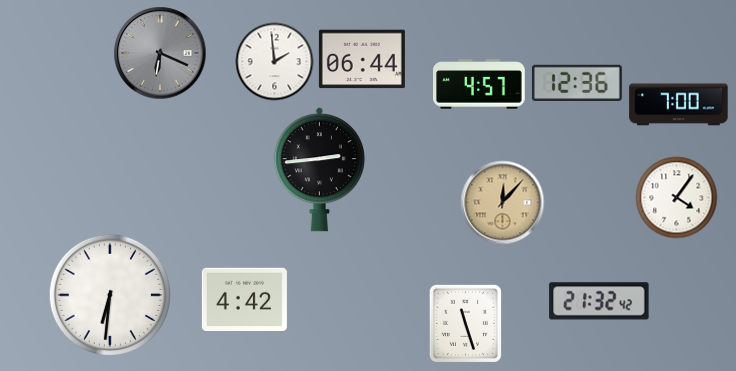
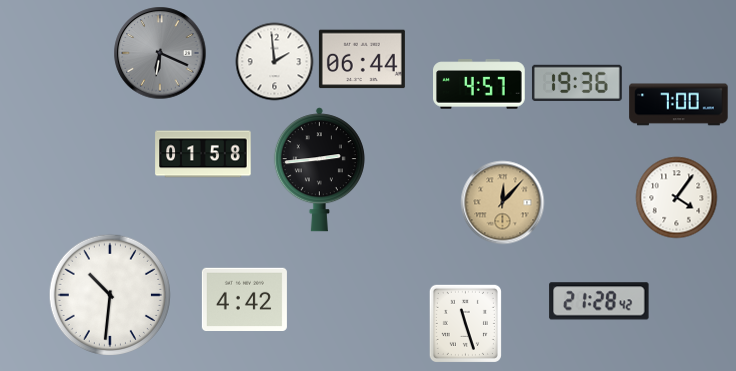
clock at (577, 82): 12:36 -> 19:36
clock at (203, 154): none -> 01:58
clock at (109, 294): 6:31 -> 10:31
clock at (599, 301): 21:32 -> 21:28
